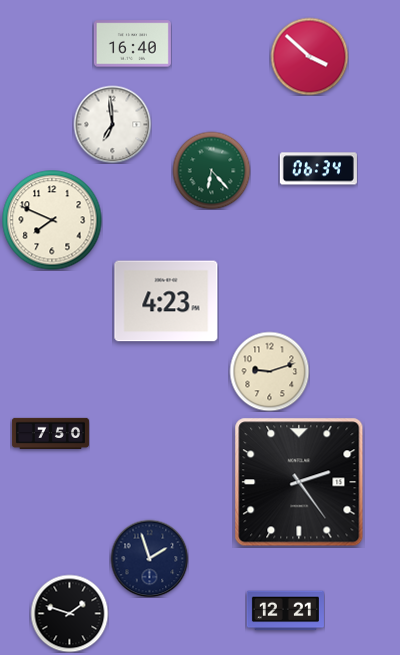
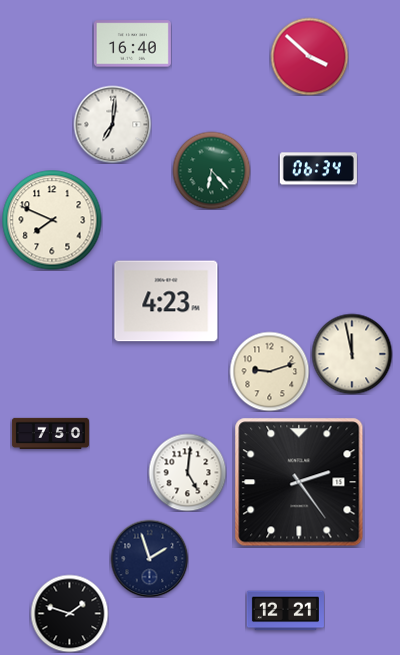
clock at (112, 124): 6:59 -> 7:01
clock at (352, 354): none -> 11:58
clock at (187, 472): none -> 5:01
